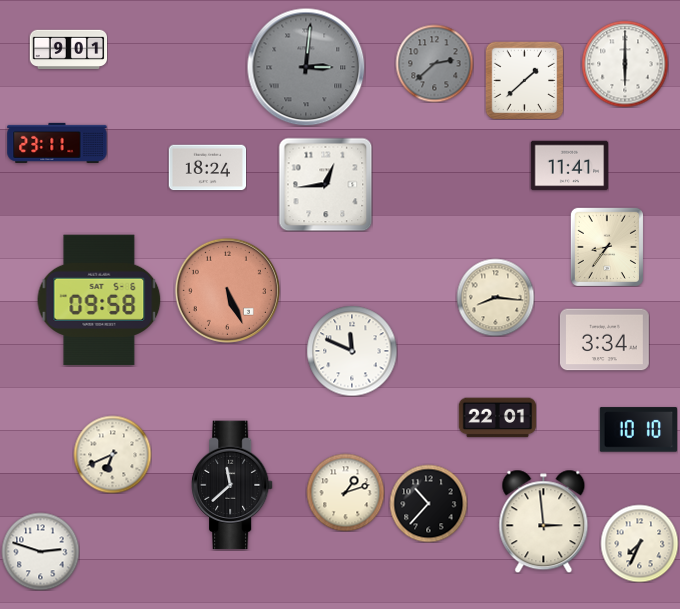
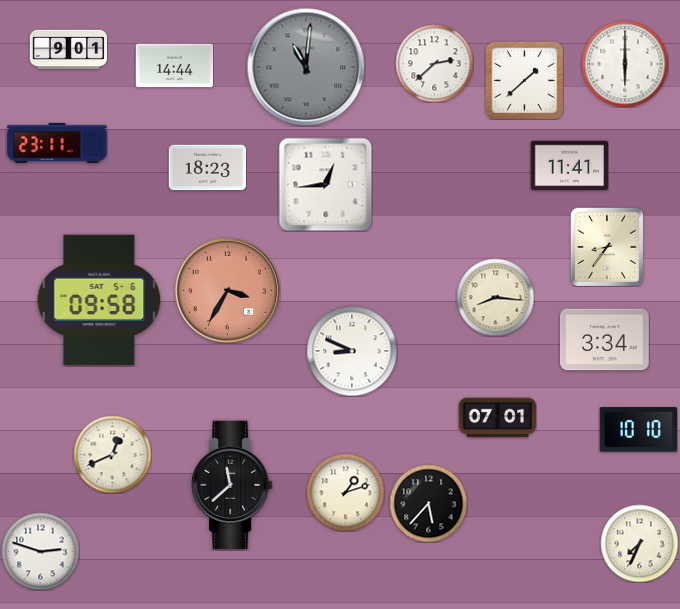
clock at (434, 63) dial: grey -> white
clock at (174, 66): none -> 14:44
clock at (306, 67): 3:01 -> 11:01
clock at (207, 168): 18:24 -> 18:23
clock at (227, 290): 5:26 -> 3:35
clock at (352, 351): 11:49 -> 8:49
clock at (497, 418): 22:01 -> 07:01
clock at (112, 454): 6:41 -> 12:41
clock at (428, 503): 10:37 -> 5:37
clock at (544, 521): 2:59 -> none
